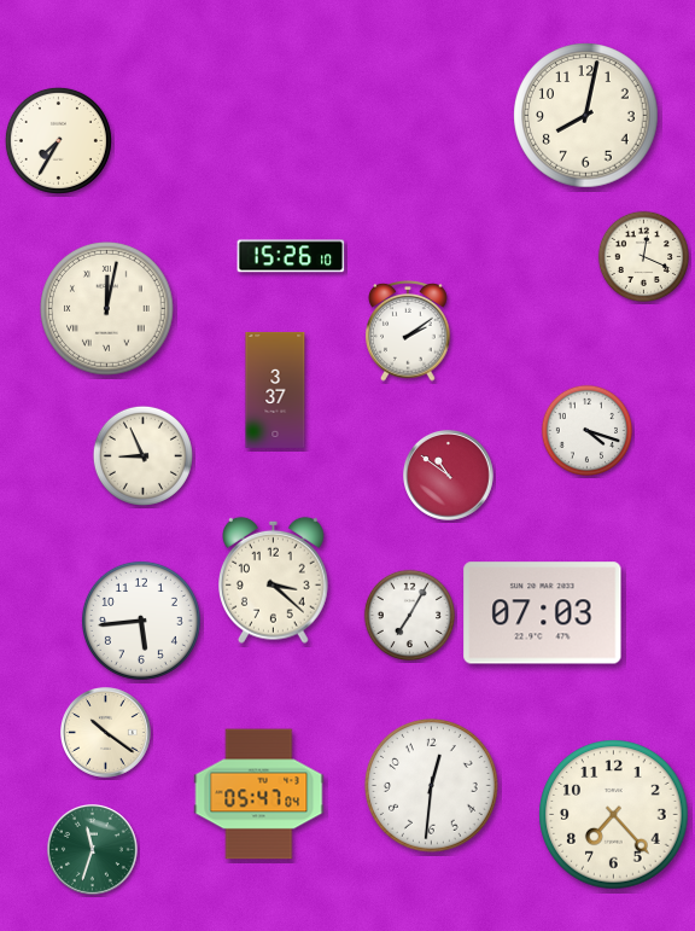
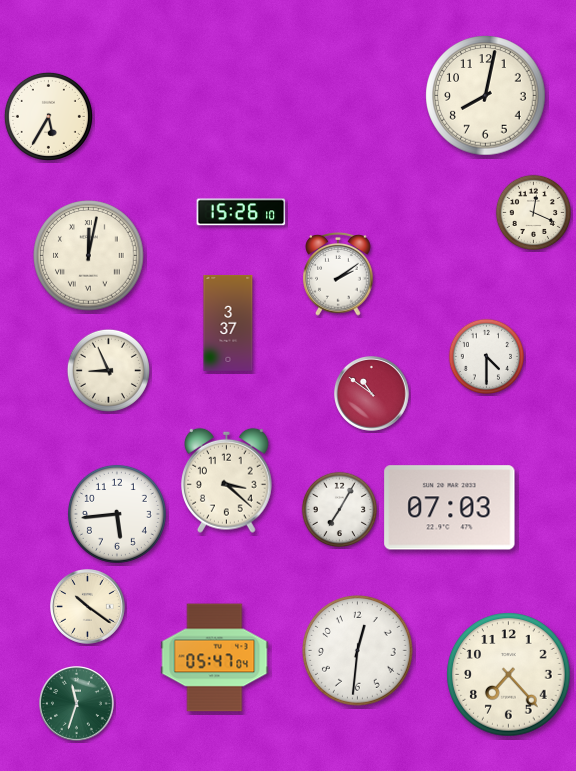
clock at (58, 140): 7:35 -> 5:35
clock at (586, 430): 4:18 -> 4:30
clock at (142, 455) position: (142, 455) -> (108, 370)
